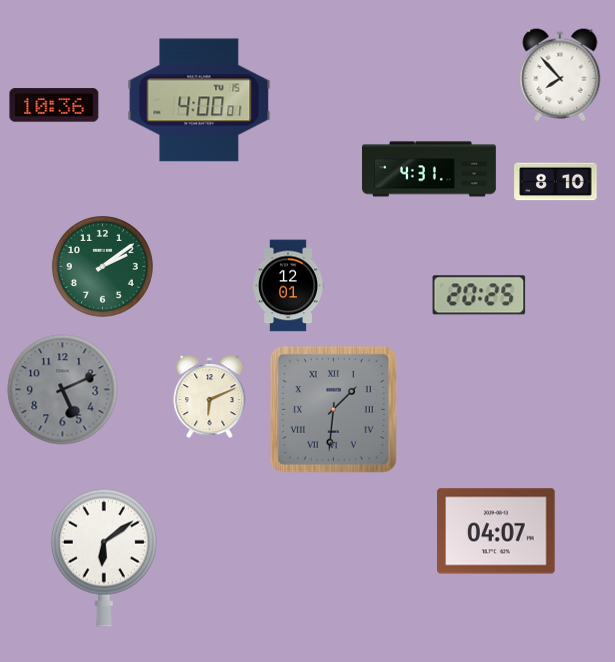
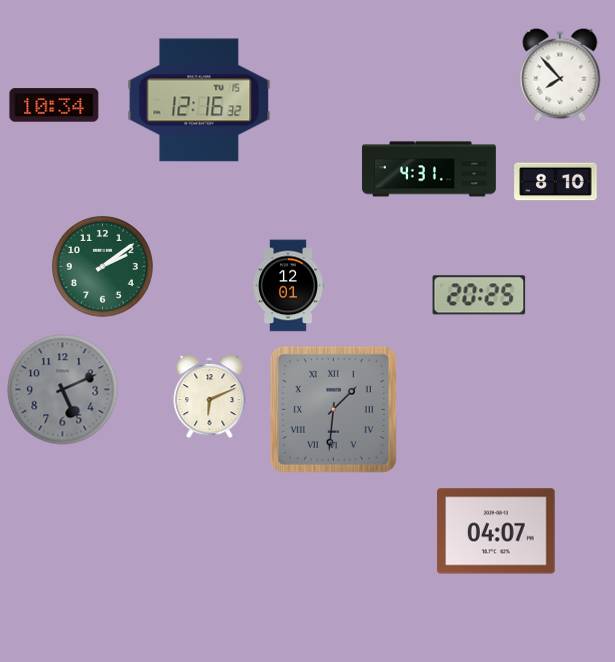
clock at (199, 100): 4:00 -> 12:16
clock at (54, 105): 10:36 -> 10:34
clock at (104, 558): 6:09 -> none
